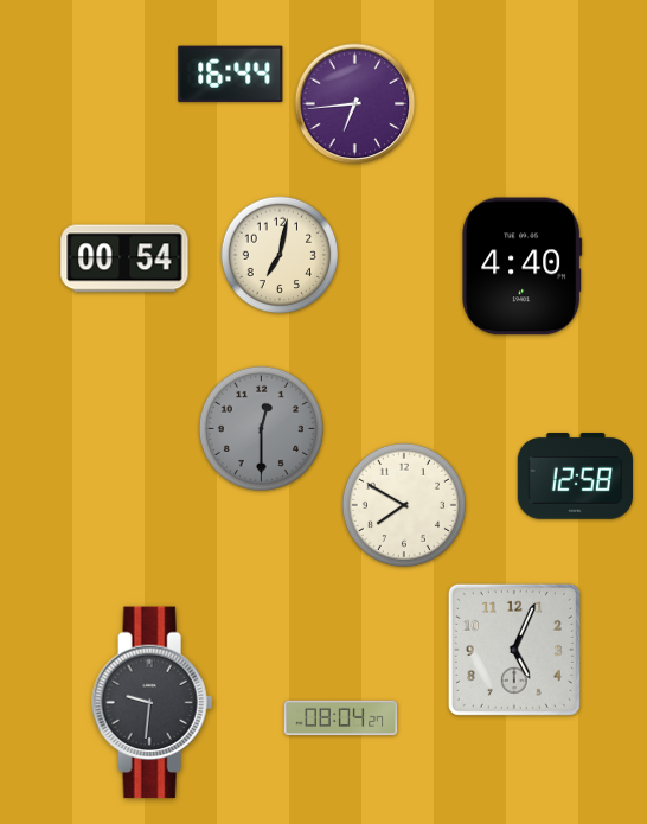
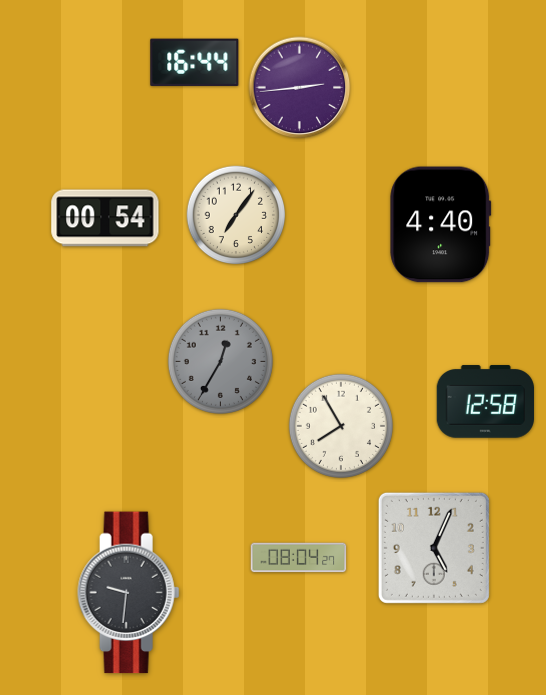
clock at (355, 104): 6:44 -> 2:44
clock at (280, 255): 7:02 -> 7:06
clock at (261, 428): 12:30 -> 12:35
clock at (404, 505): 7:50 -> 7:55
clock at (341, 718) position: (341, 718) -> (299, 558)
